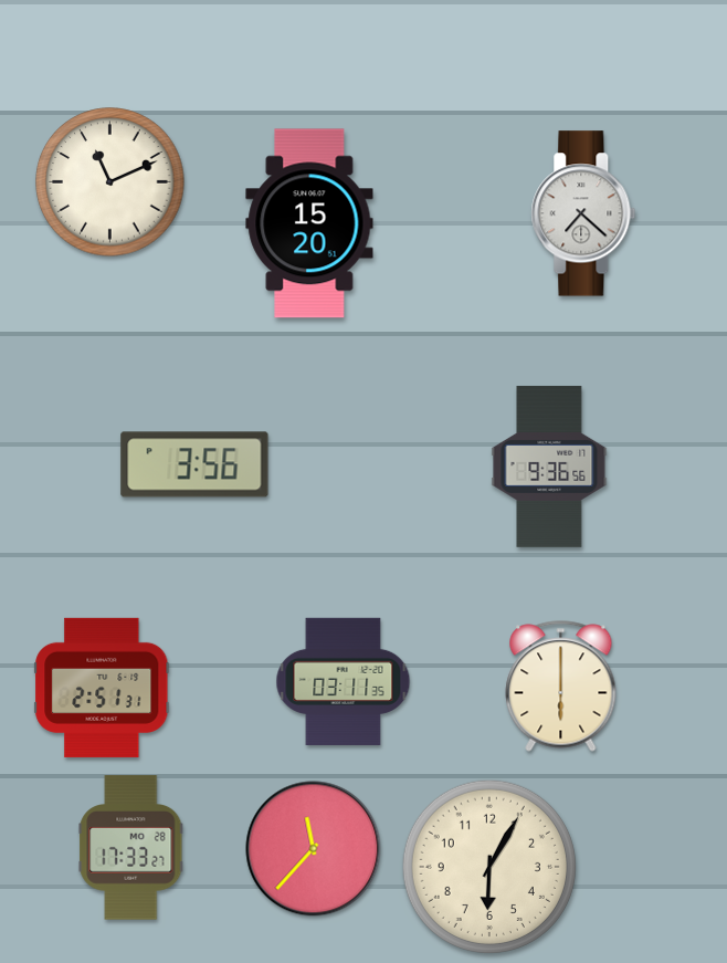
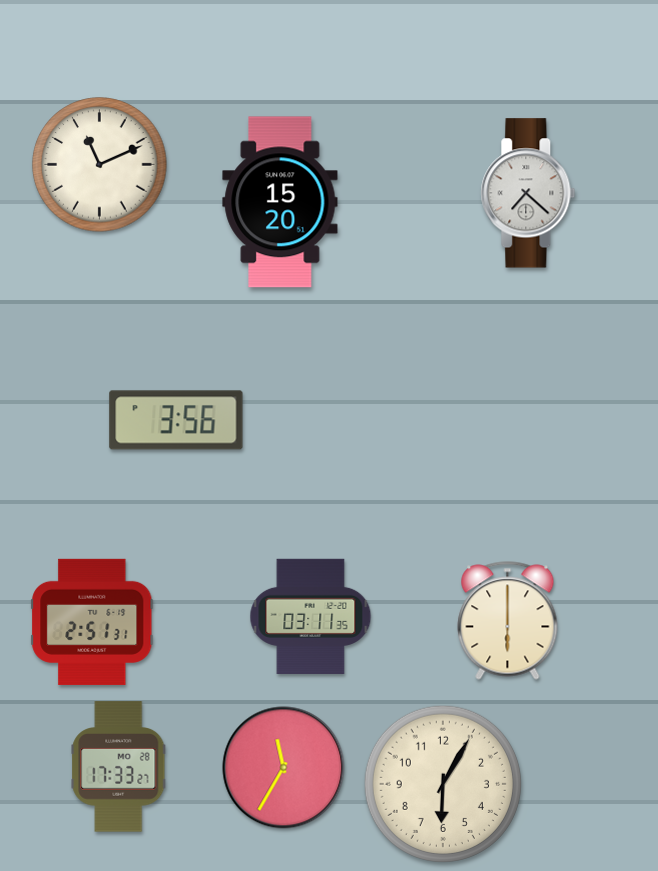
clock at (549, 467): 9:36 -> none
clock at (314, 849): 11:37 -> 11:35
